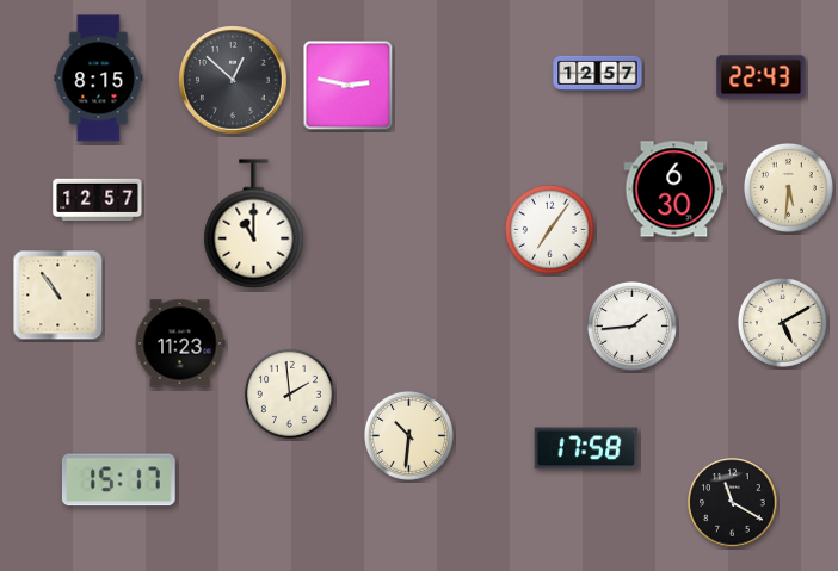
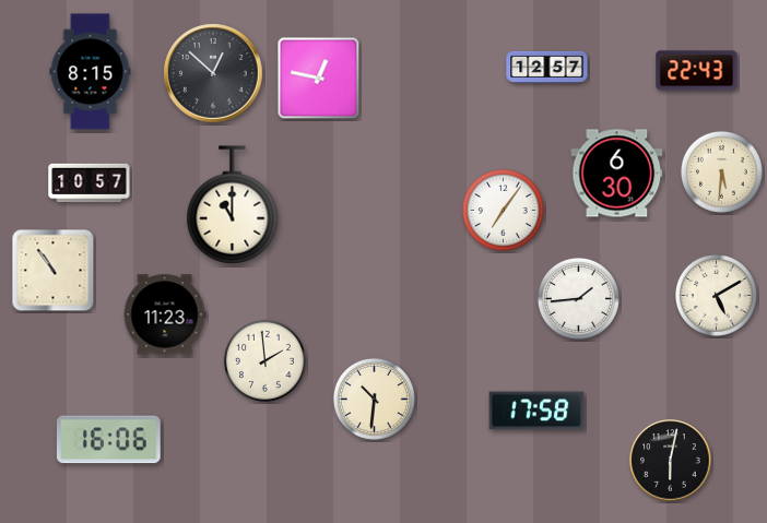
clock at (349, 86): 2:47 -> 12:47
clock at (98, 200): 12:57 -> 10:57
clock at (118, 480): 15:17 -> 16:06
clock at (733, 503): 11:20 -> 6:02
